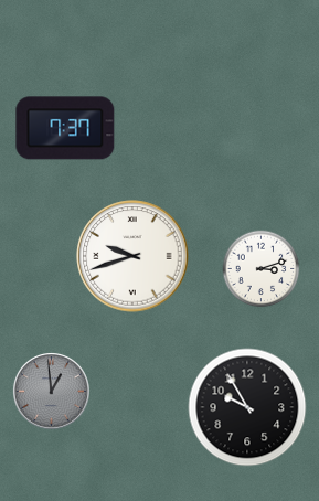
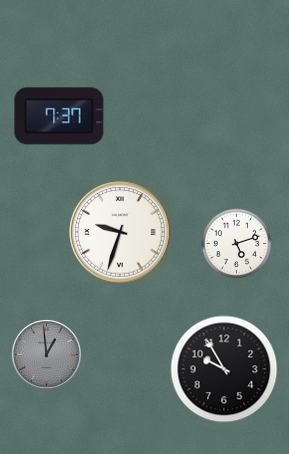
clock at (132, 256): 9:42 -> 9:33
clock at (262, 269): 3:12 -> 5:12
